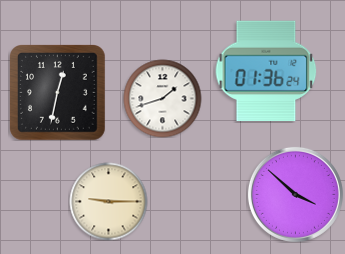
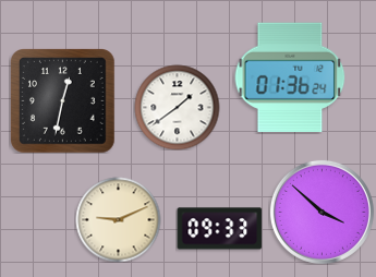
clock at (162, 98): 1:42 -> 1:39
clock at (108, 201): 9:15 -> 9:11
clock at (219, 229): none -> 09:33
